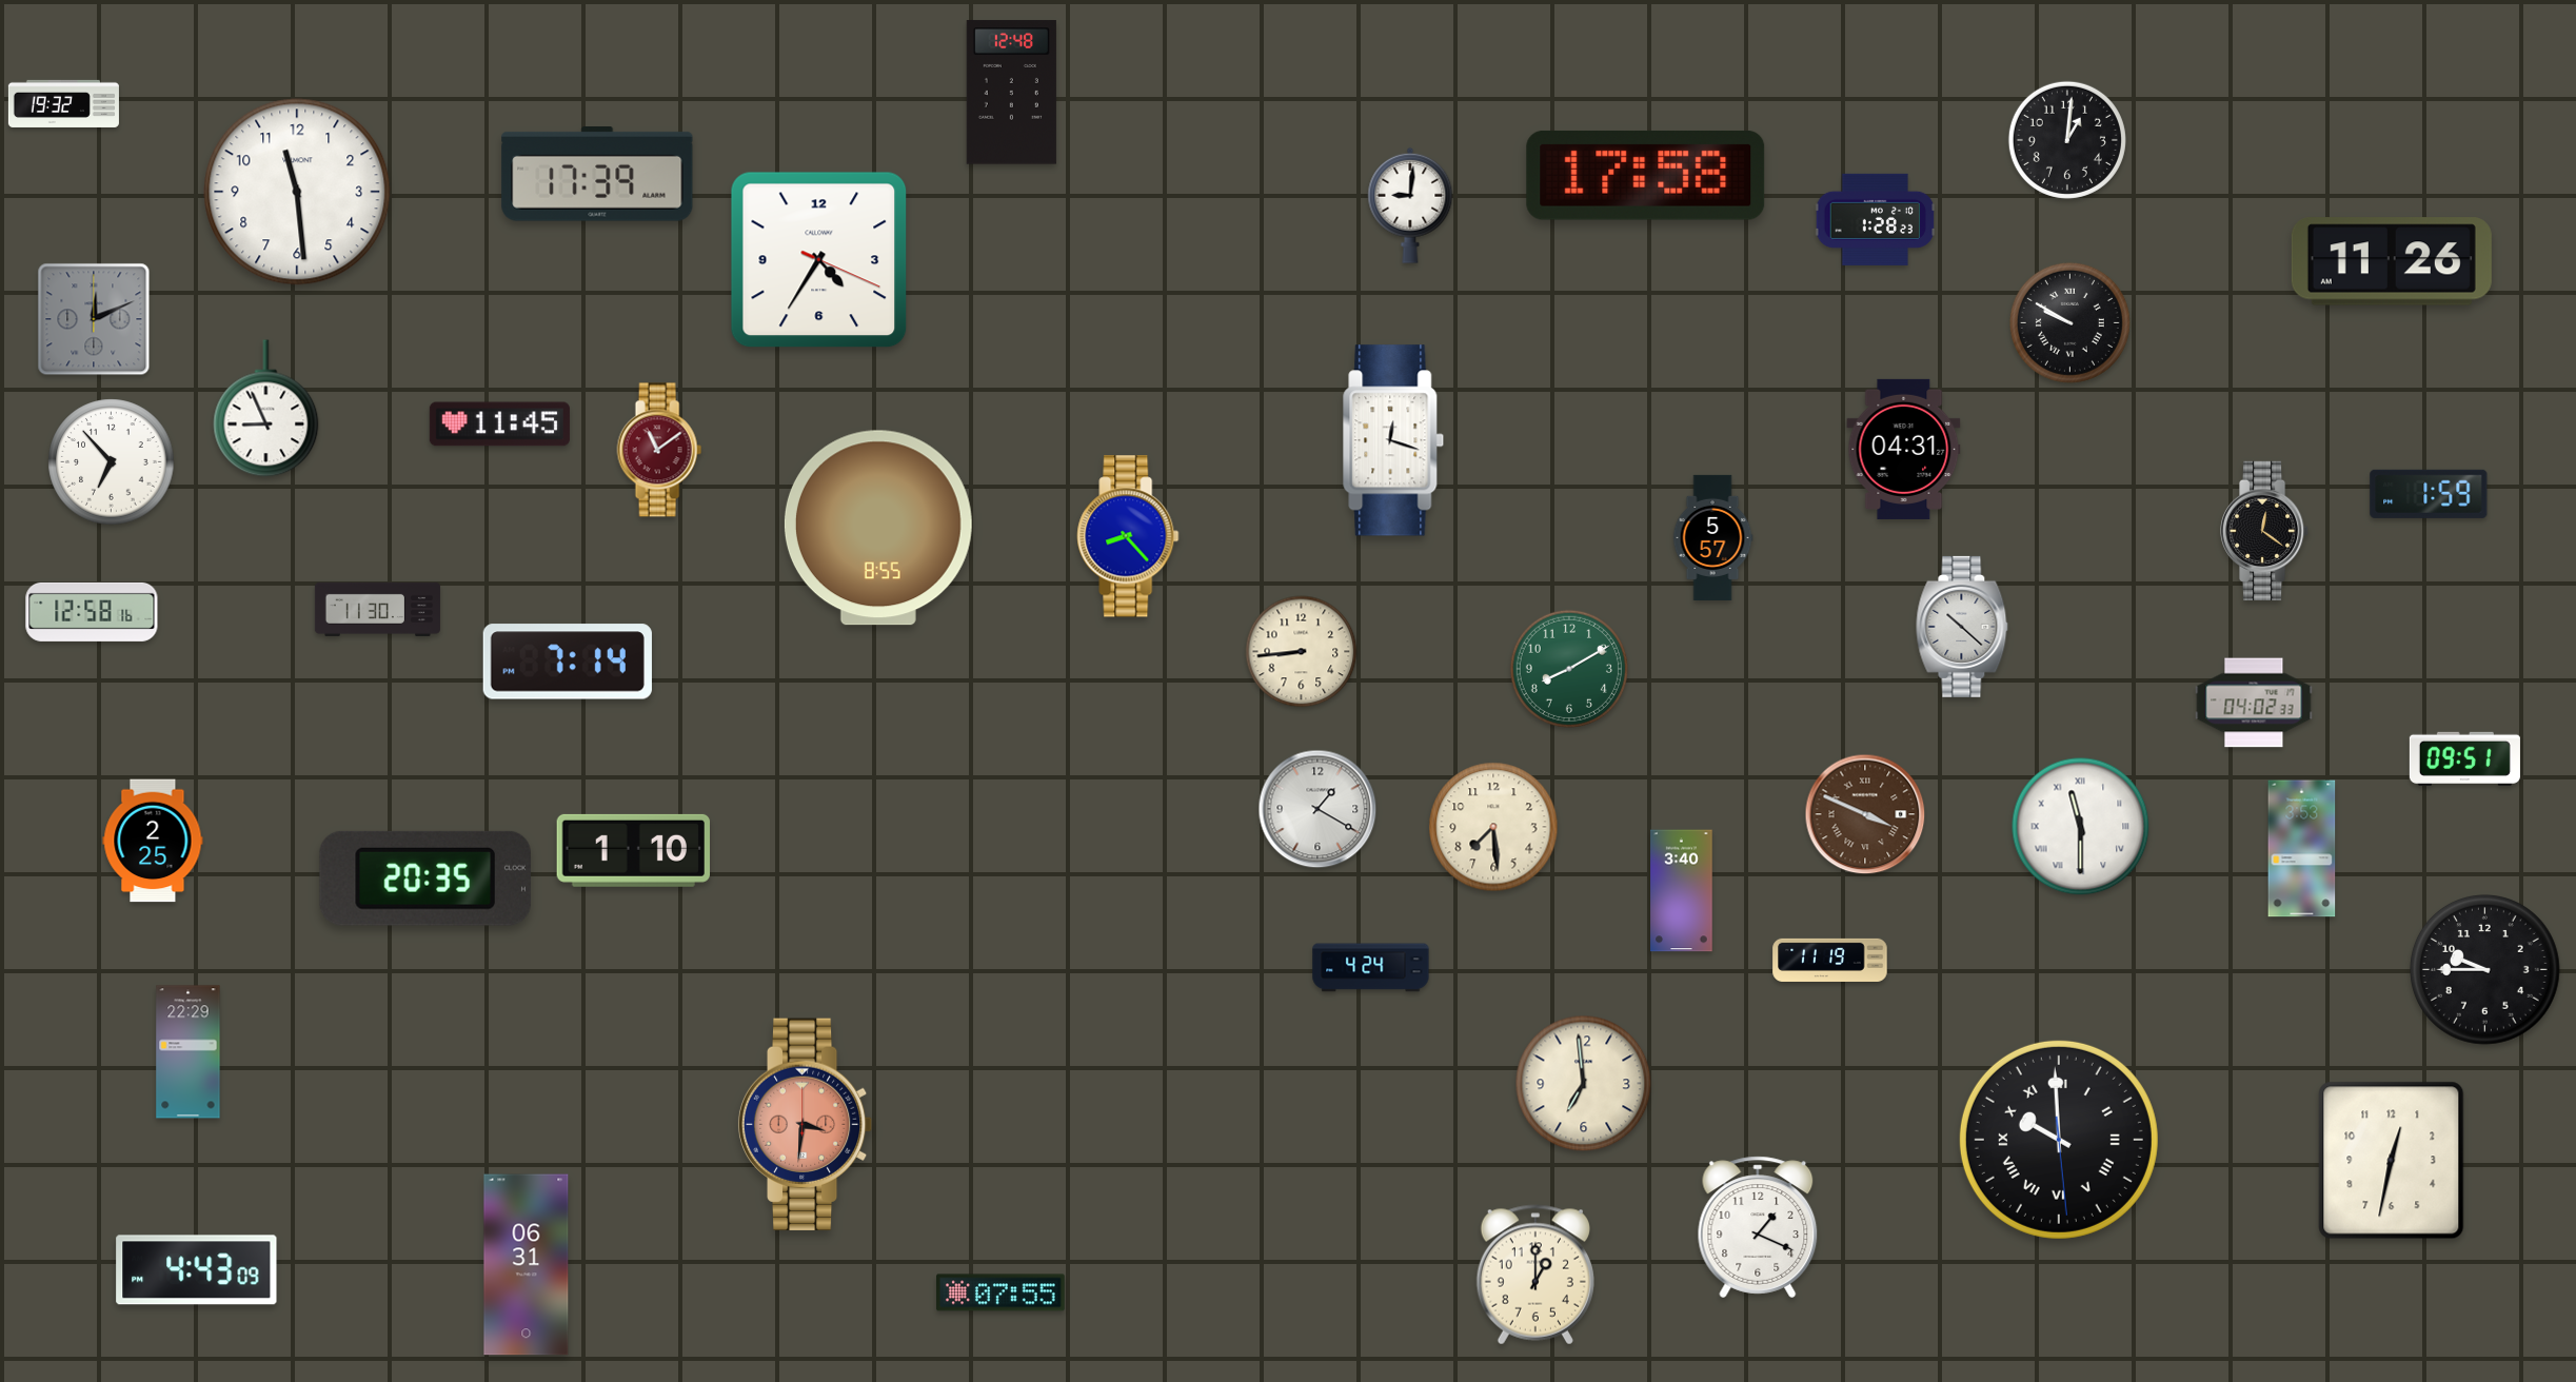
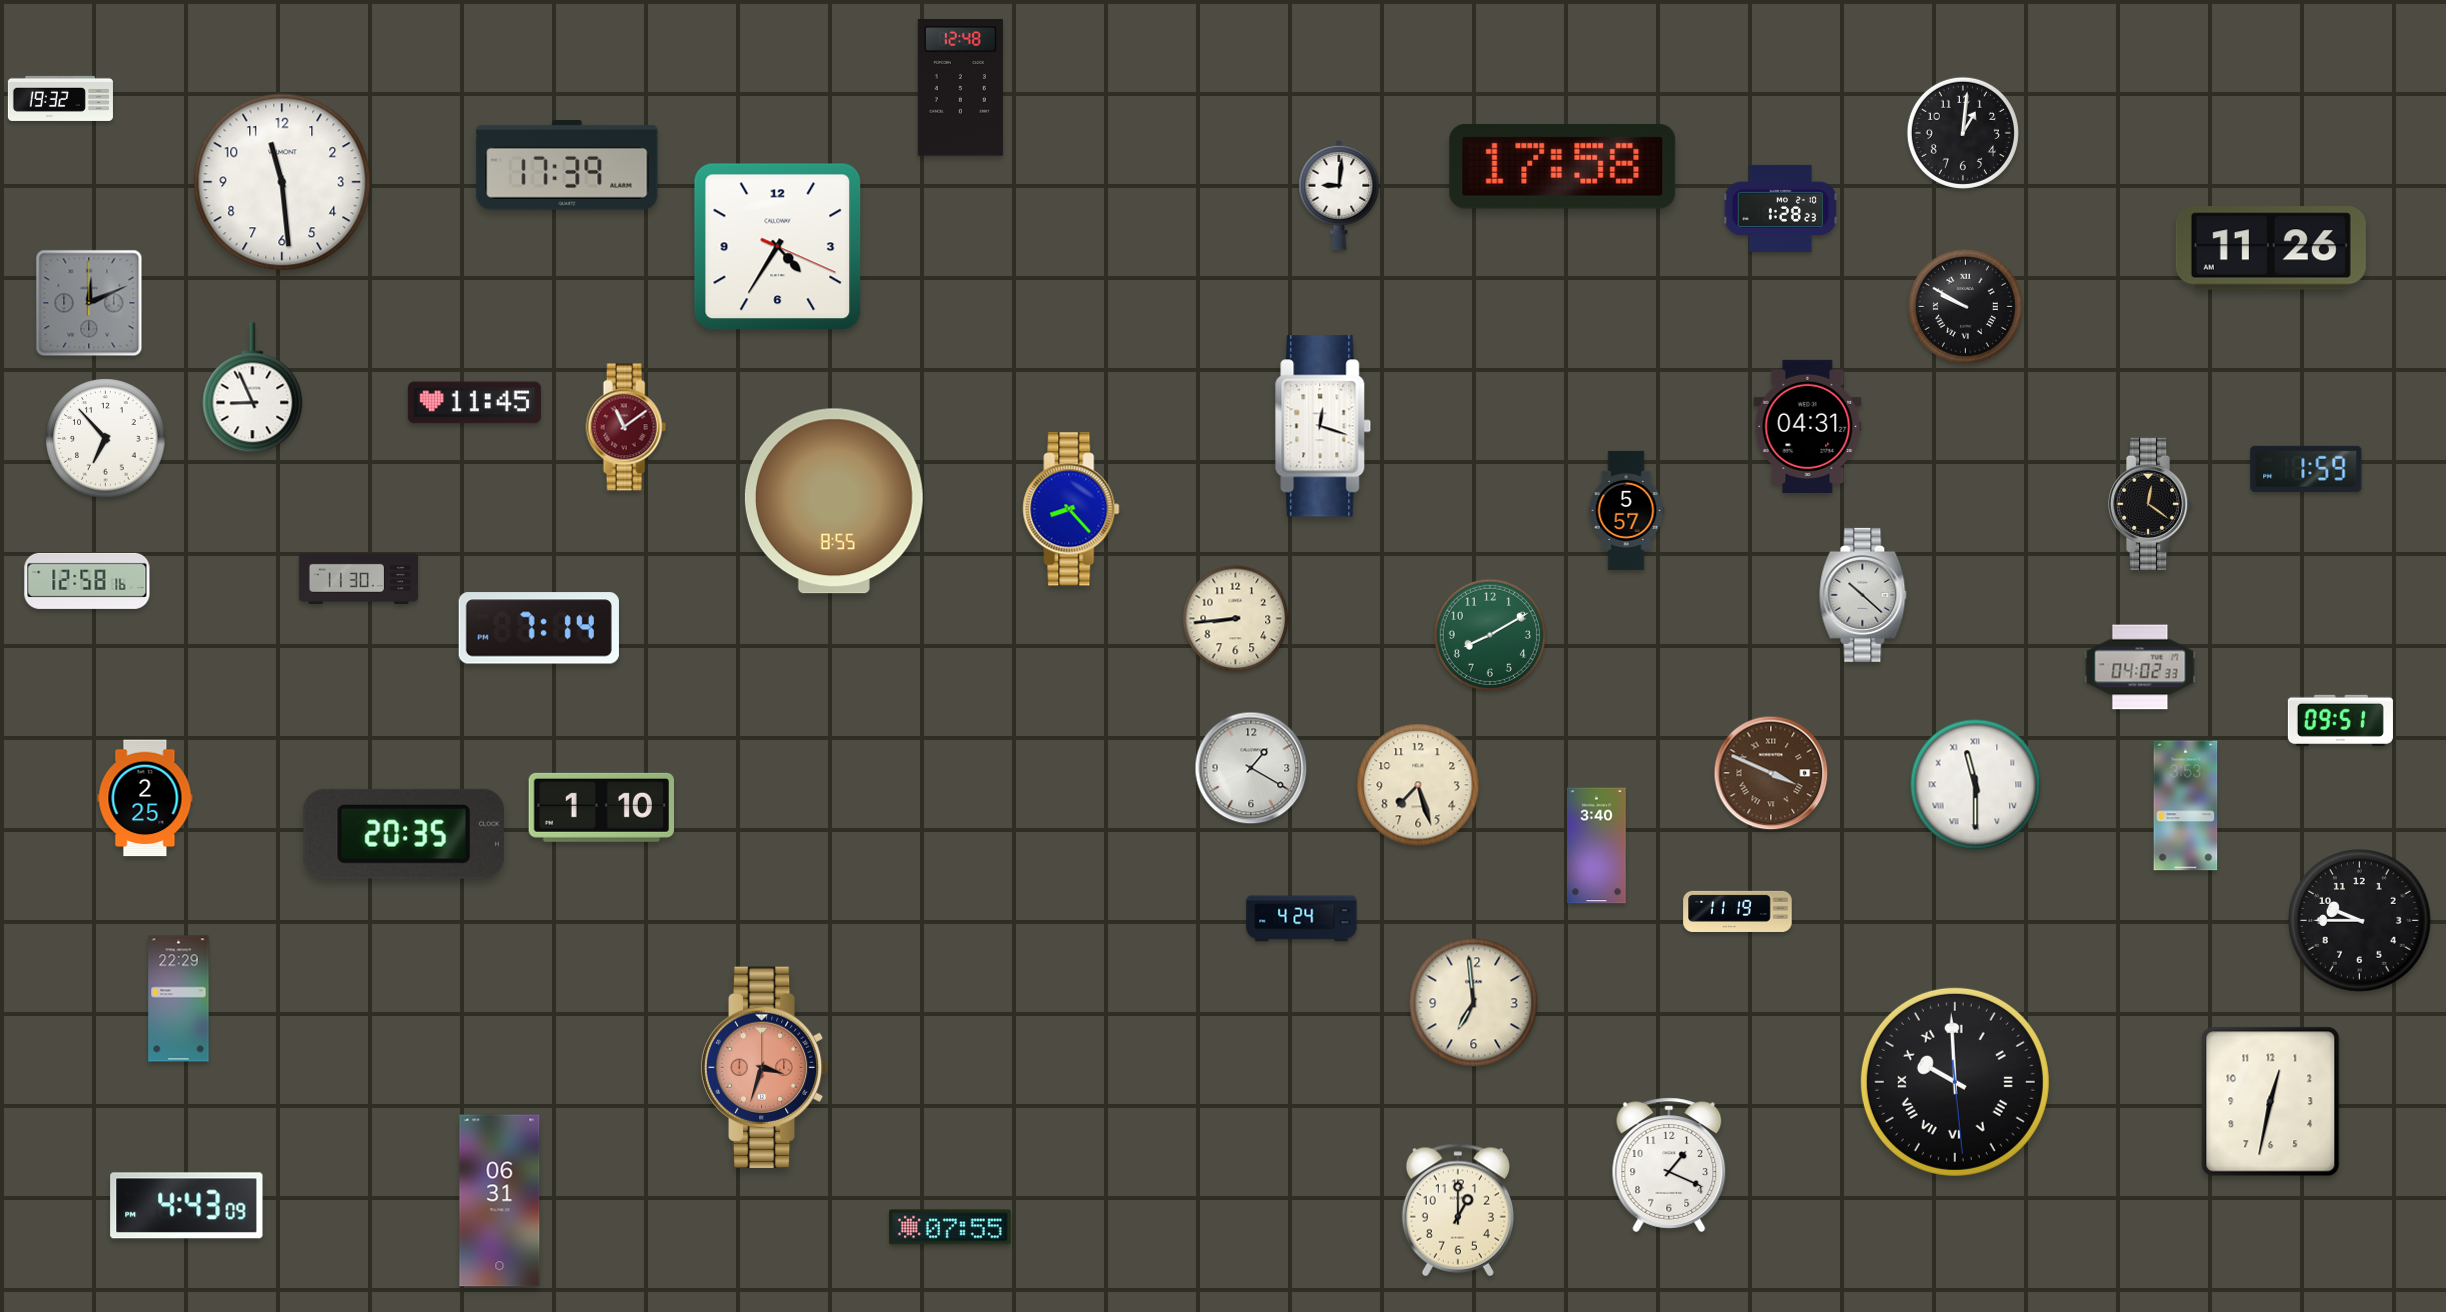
clock at (1393, 440) position: (1393, 440) -> (1323, 426)
clock at (1493, 827): 7:29 -> 7:27
clock at (1584, 1084) position: (1584, 1084) -> (1474, 1003)
clock at (806, 1124): 3:31 -> 3:33
